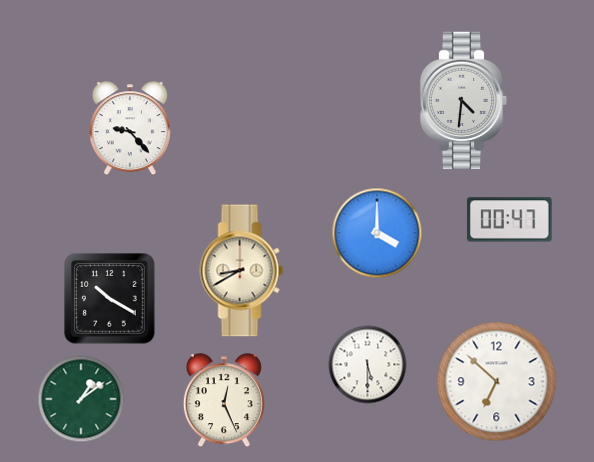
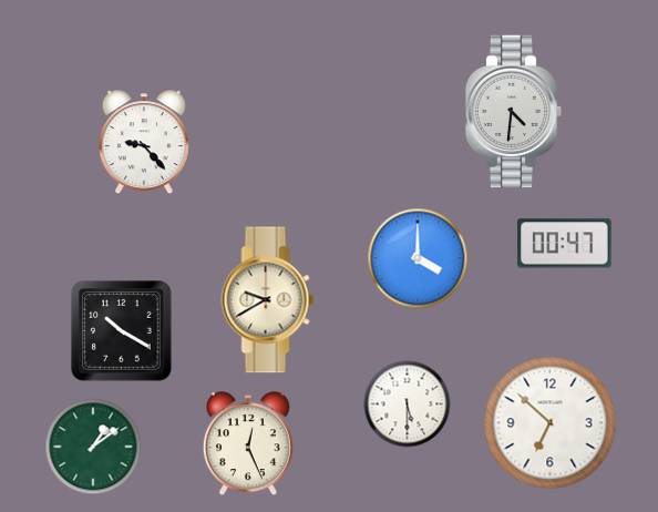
clock at (242, 271): 8:40 -> 9:40
clock at (81, 399) position: (81, 399) -> (93, 447)
